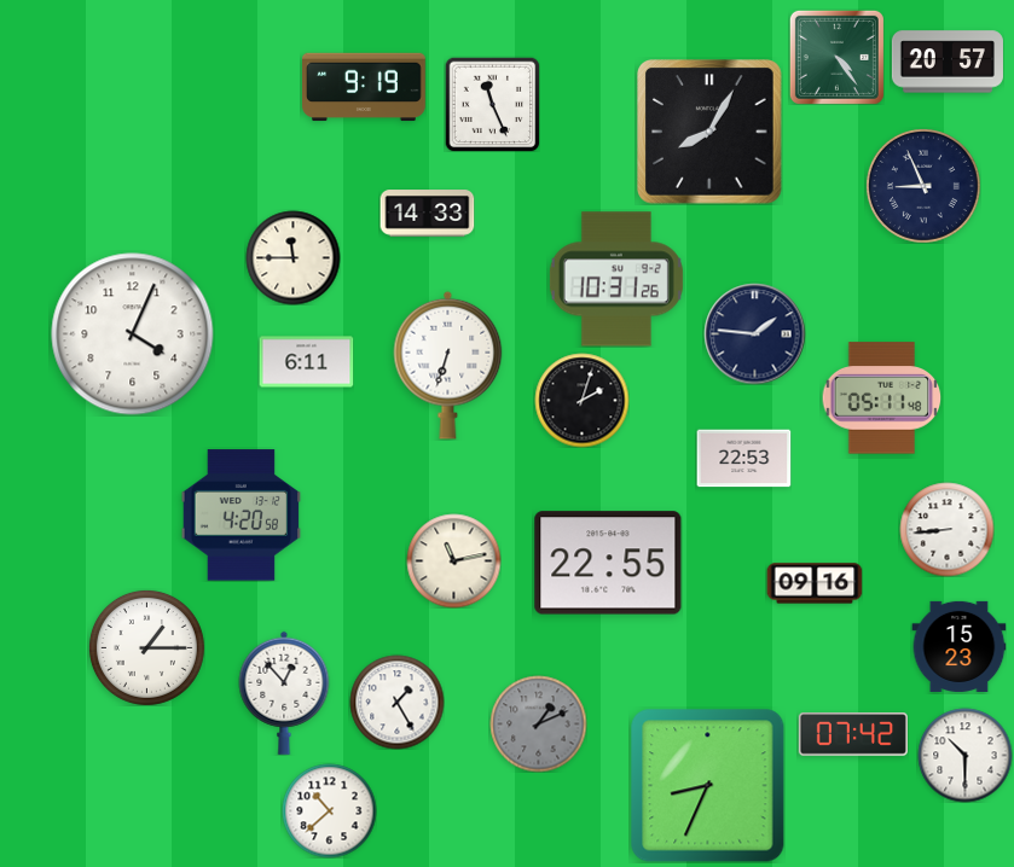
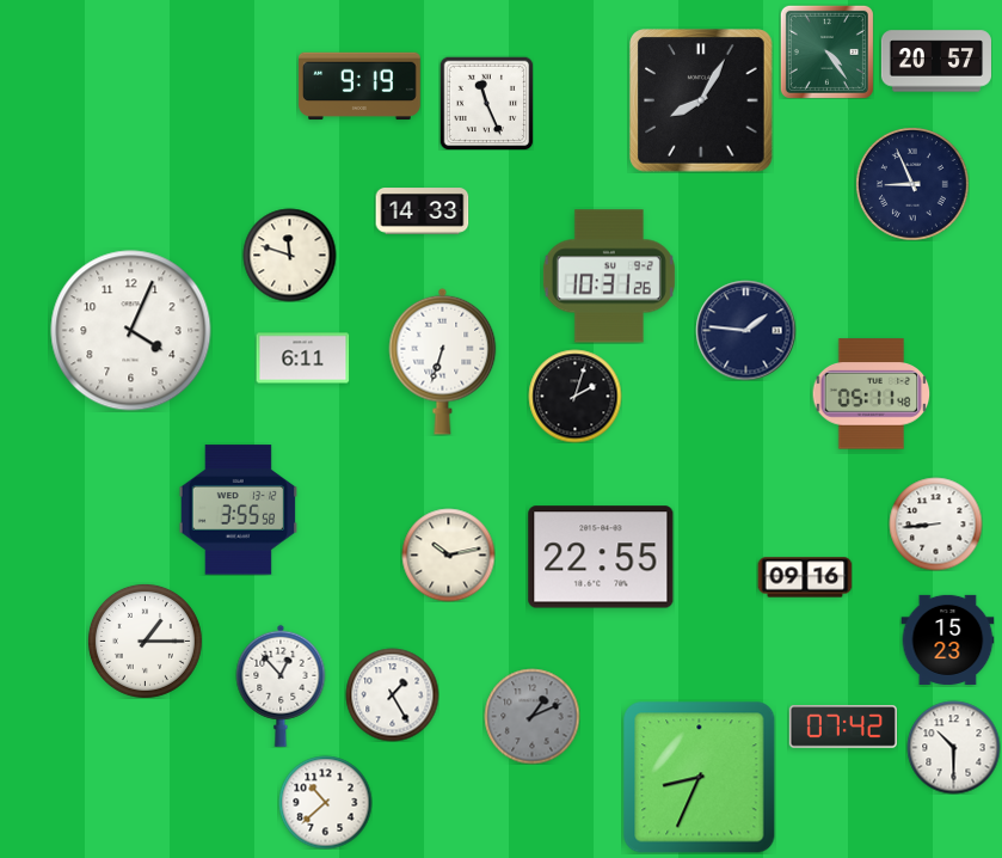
clock at (836, 57) position: (836, 57) -> (826, 51)
clock at (709, 132) position: (709, 132) -> (701, 100)
clock at (292, 257): 11:45 -> 11:48
clock at (743, 459): 22:53 -> none
clock at (242, 516): 4:20 -> 3:55
clock at (453, 560): 11:13 -> 10:13
